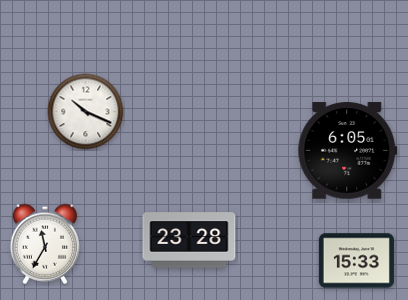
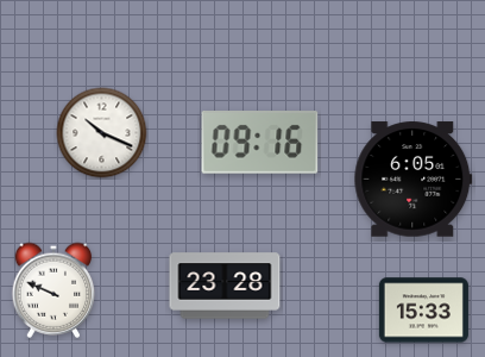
clock at (260, 143): none -> 09:16
clock at (45, 244): 11:35 -> 9:49
